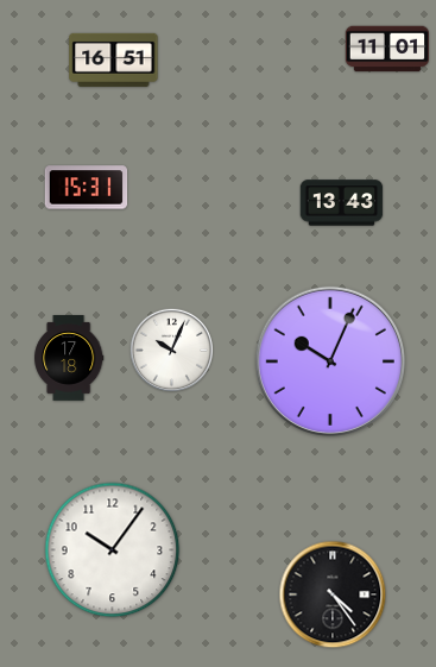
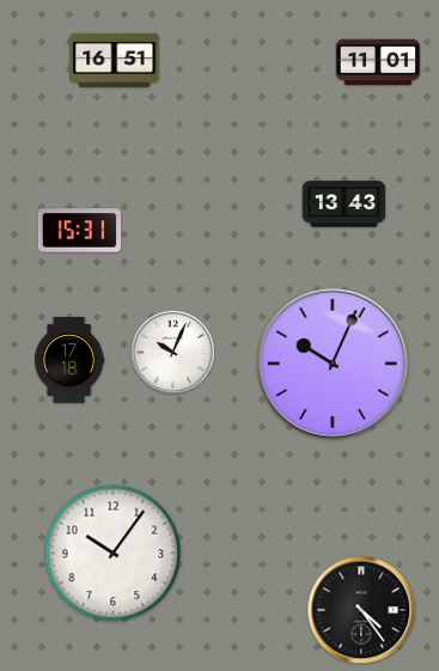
clock at (386, 49) position: (386, 49) -> (377, 62)
clock at (87, 188) position: (87, 188) -> (80, 231)
clock at (333, 594) position: (333, 594) -> (361, 610)
